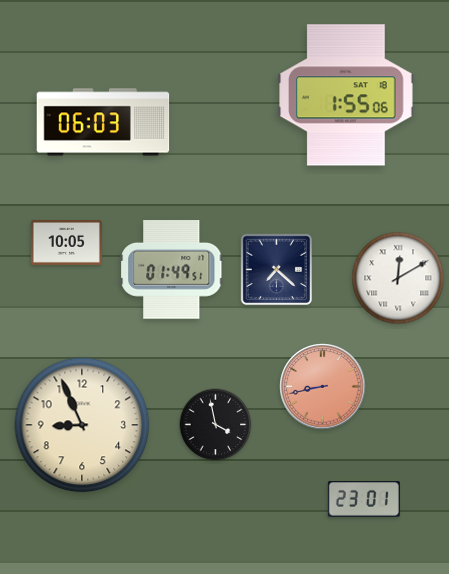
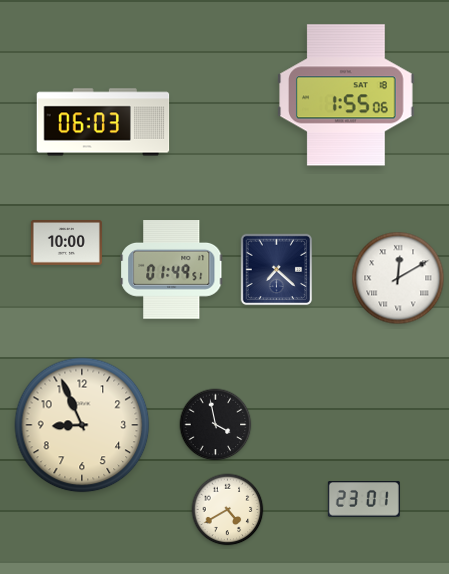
clock at (66, 242): 10:05 -> 10:00
clock at (323, 387): 8:43 -> none
clock at (228, 510): none -> 4:40
